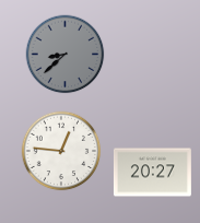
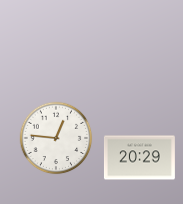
clock at (66, 55): 8:38 -> none
clock at (152, 173): 20:27 -> 20:29
